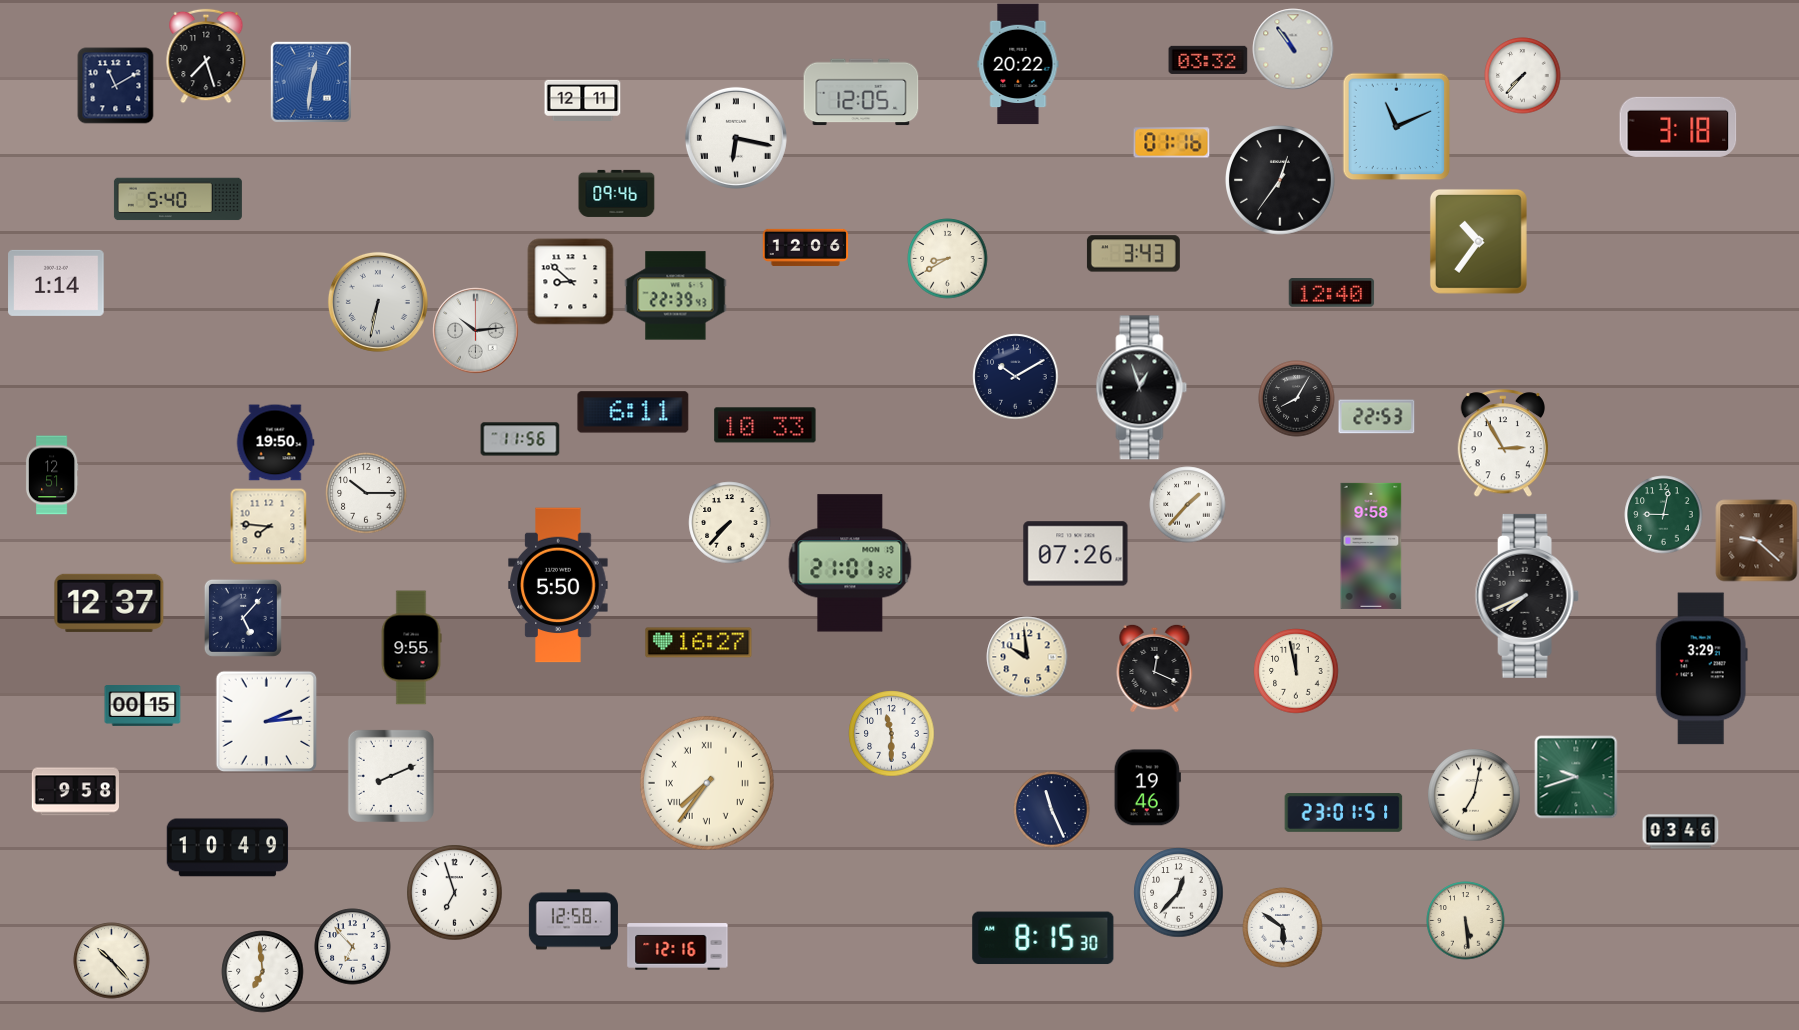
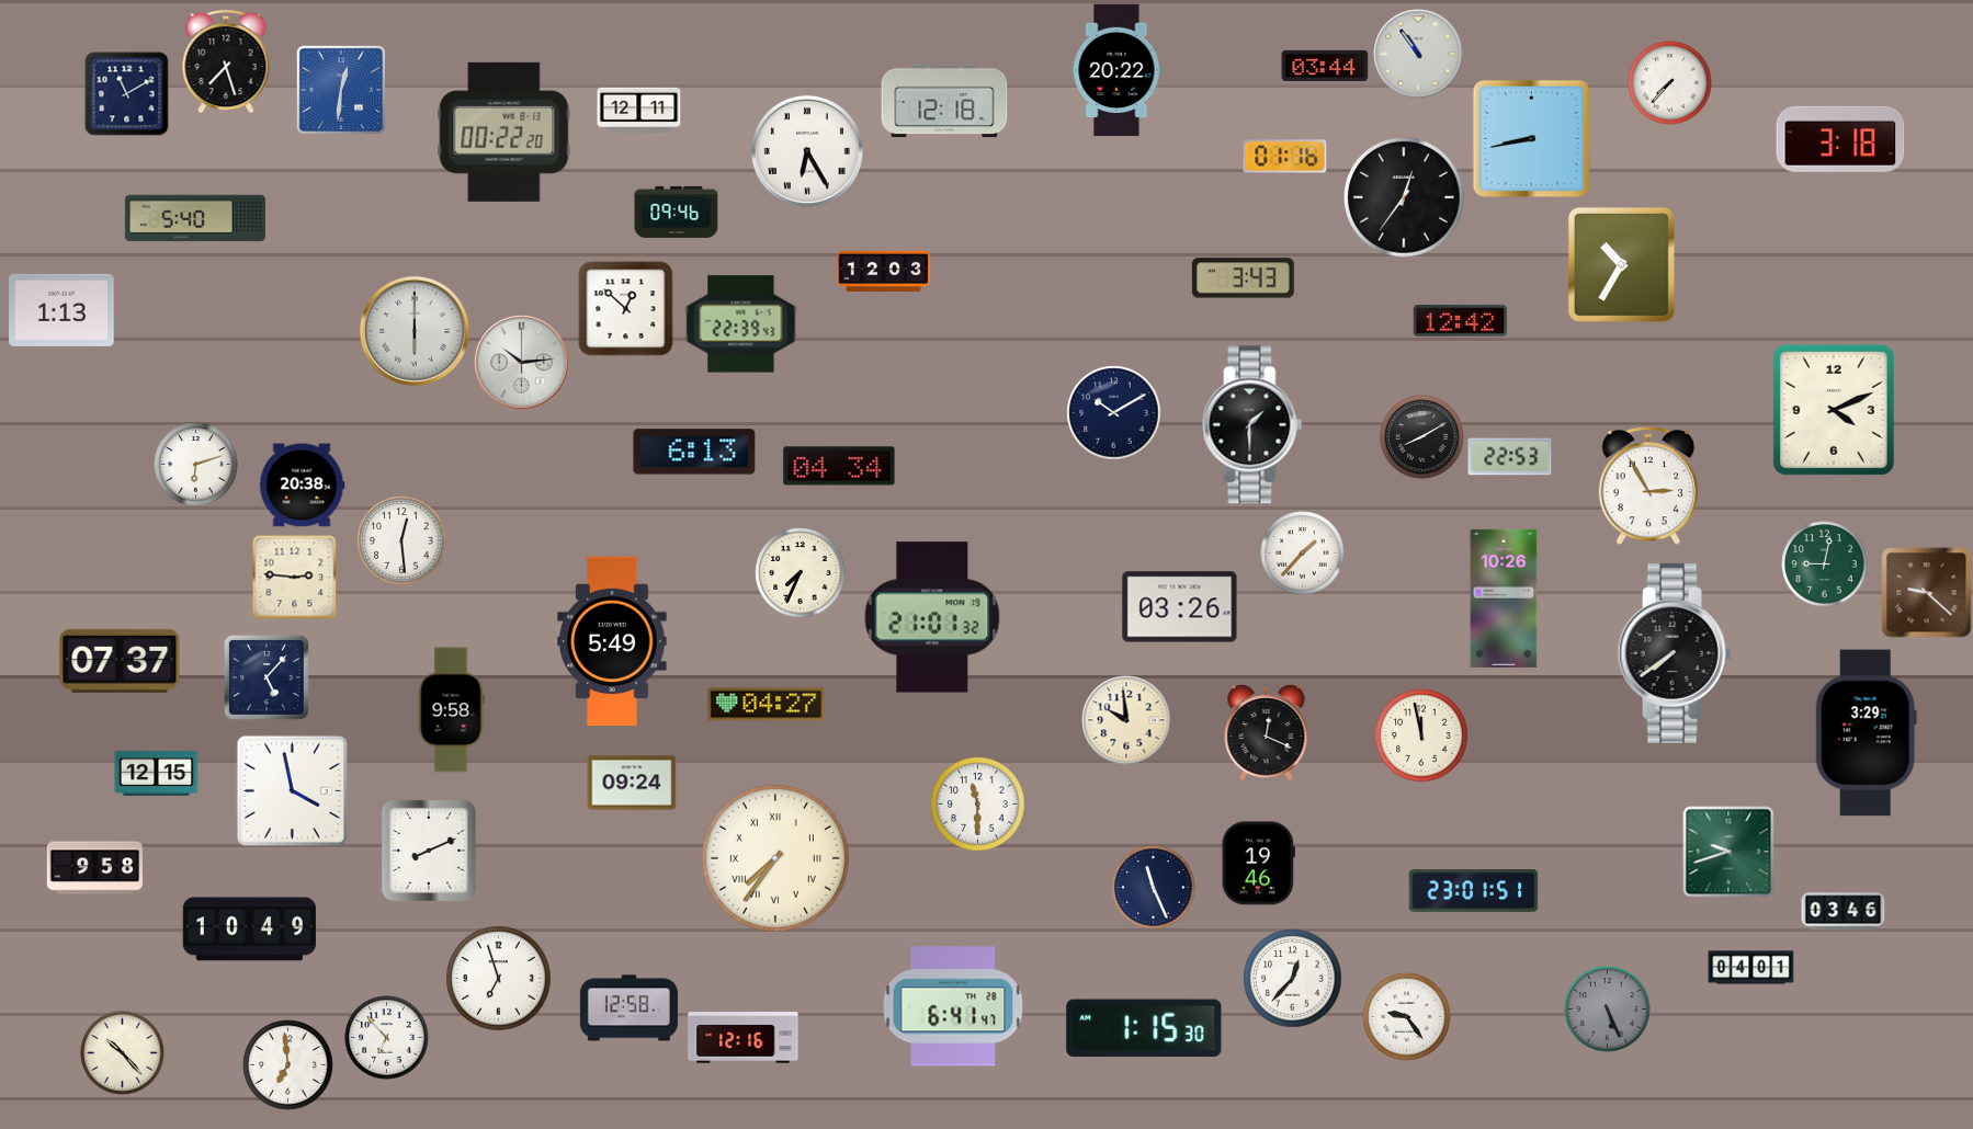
clock at (1208, 60): 03:32 -> 03:44
clock at (861, 92): 12:05 -> 12:18
clock at (504, 132): none -> 00:22
clock at (1397, 127): 11:11 -> 8:43
clock at (736, 138): 6:17 -> 6:25
clock at (1478, 241): 10:36 -> 10:35
clock at (806, 247): 12:06 -> 12:03
clock at (948, 259): 8:40 -> none
clock at (571, 282): 8:52 -> 12:52
clock at (56, 283): 1:14 -> 1:13
clock at (1332, 293): 12:40 -> 12:42
clock at (378, 302): 6:32 -> 6:00
clock at (1834, 410): none -> 4:11
clock at (1142, 388): 12:57 -> 1:30
clock at (1297, 399): 8:05 -> 8:10
clock at (633, 412): 6:11 -> 6:13
clock at (196, 465): none -> 6:12
clock at (765, 425): 10:33 -> 04:34
clock at (520, 439): 11:56 -> none
clock at (275, 443): 19:50 -> 20:38
clock at (52, 475): 12:51 -> none
clock at (366, 493): 10:15 -> 12:29
clock at (730, 523): 7:37 -> 7:34
clock at (268, 526): 7:46 -> 2:46
clock at (1371, 546): 9:58 -> 10:26
clock at (1076, 554): 07:26 -> 03:26
clock at (558, 585): 5:50 -> 5:49
clock at (1527, 596): 7:41 -> 7:39
clock at (109, 603): 12:37 -> 07:37
clock at (699, 643): 16:27 -> 04:27
clock at (411, 648): 9:55 -> 9:58
clock at (143, 706): 00:15 -> 12:15
clock at (632, 783): none -> 09:24
clock at (267, 722): 2:14 -> 3:58
clock at (75, 792) position: (75, 792) -> (94, 868)
clock at (1474, 795): 7:02 -> none
clock at (1751, 968): none -> 04:01
clock at (953, 1006): none -> 6:41
clock at (1466, 921): 5:29 -> 5:26
clock at (1466, 921) dial: cream -> grey
clock at (1283, 928): 5:51 -> 9:24
clock at (1043, 938): 8:15 -> 1:15
